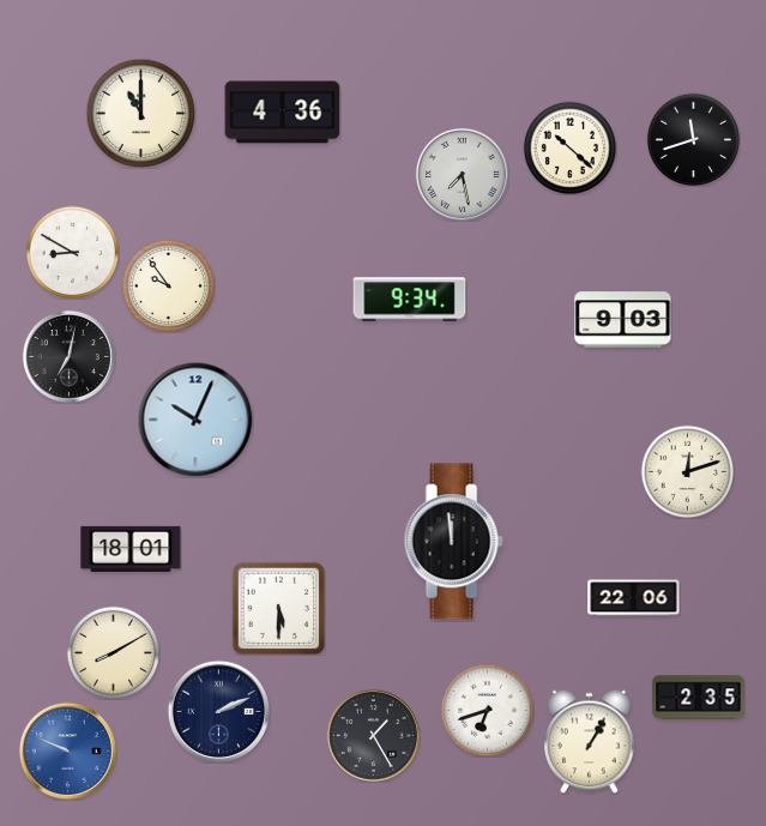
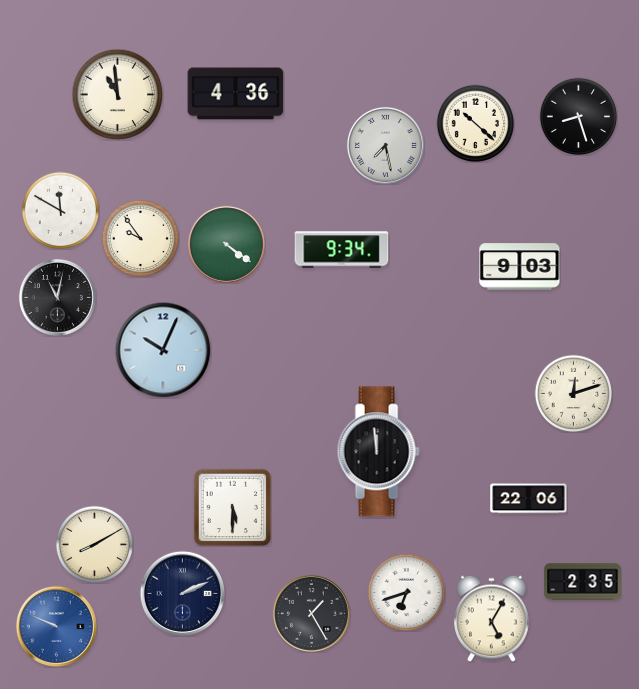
clock at (140, 113): 11:00 -> 10:59
clock at (693, 139): 11:42 -> 8:27
clock at (72, 252): 8:50 -> 11:50
clock at (226, 244): none -> 4:21
clock at (68, 356): 7:02 -> 11:02
clock at (131, 549): 18:01 -> none
clock at (590, 741): 1:05 -> 5:05
